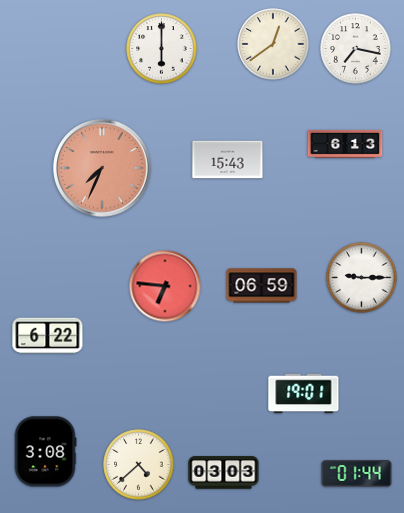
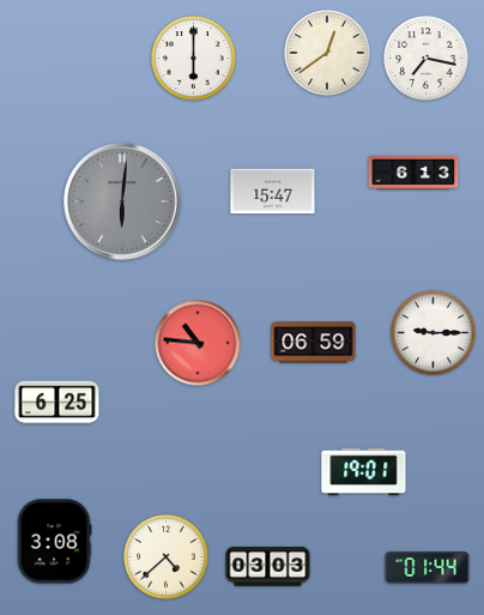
clock at (228, 160): 15:43 -> 15:47
clock at (102, 168): 7:34 -> 6:01
clock at (102, 168) dial: salmon -> grey
clock at (165, 286): 6:46 -> 10:46
clock at (48, 336): 6:22 -> 6:25
